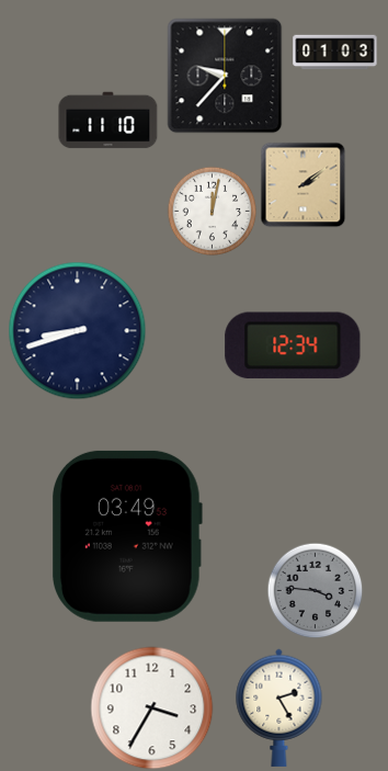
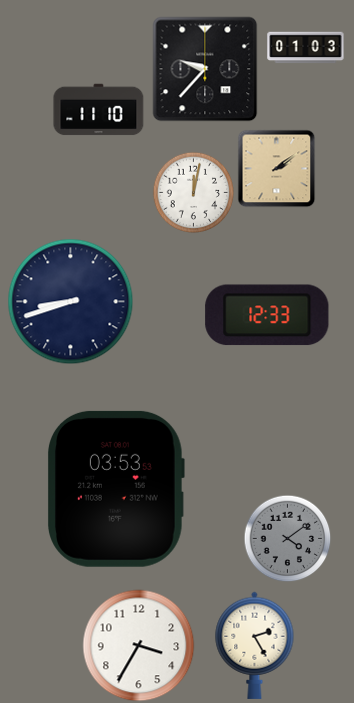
clock at (293, 345): 12:34 -> 12:33
clock at (127, 536): 03:49 -> 03:53
clock at (315, 590): 3:46 -> 4:09
